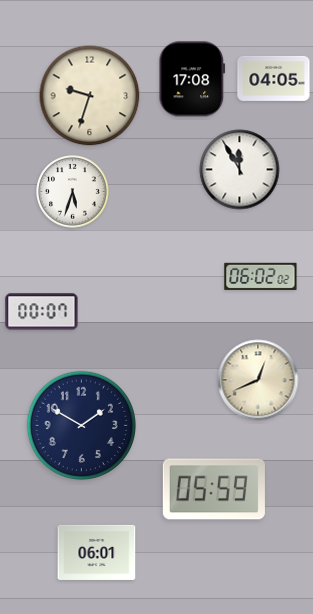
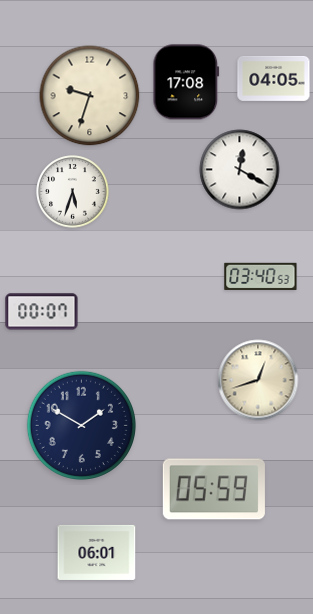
clock at (192, 79) position: (192, 79) -> (186, 82)
clock at (240, 170): 11:55 -> 12:20
clock at (261, 276): 06:02 -> 03:40
clock at (258, 380): 12:41 -> 12:42
